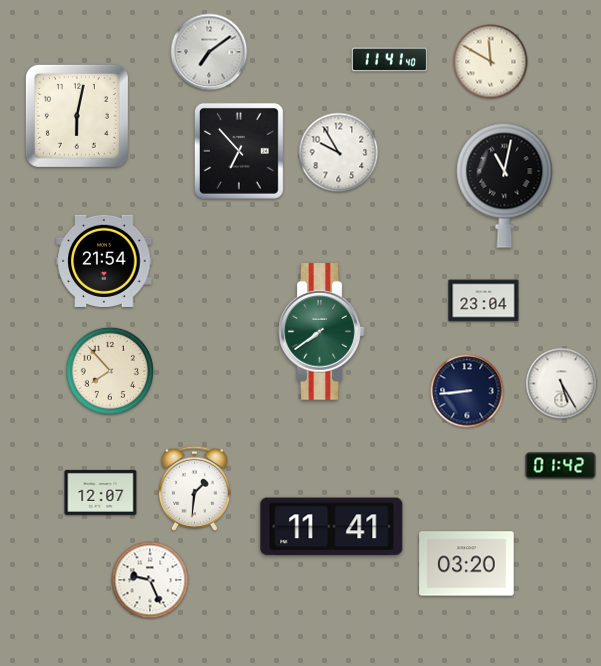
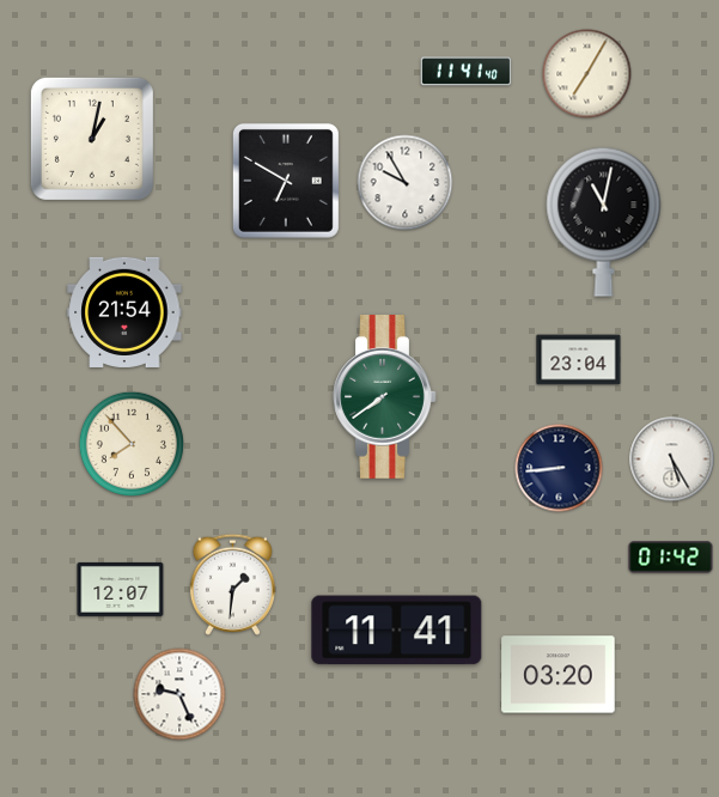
clock at (209, 52): 7:09 -> none
clock at (491, 62): 11:50 -> 7:05
clock at (77, 116): 6:02 -> 1:02
clock at (239, 151): 6:53 -> 6:50
